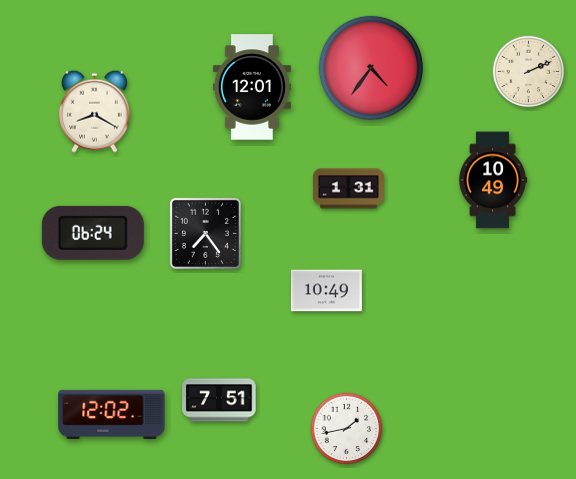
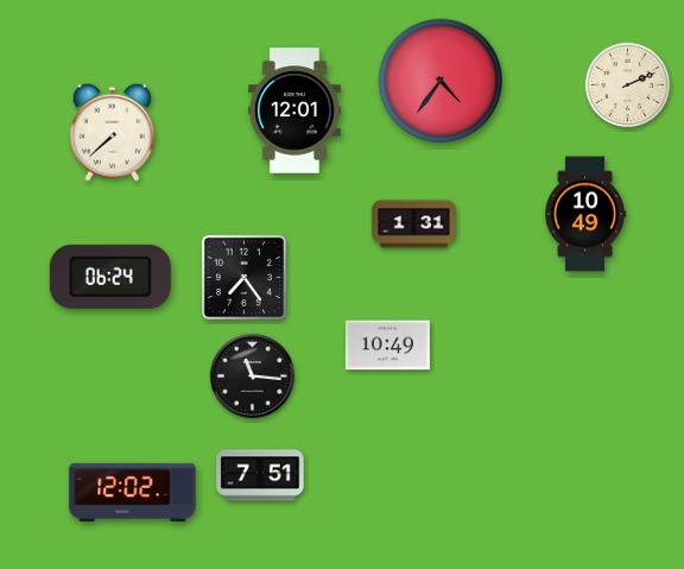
clock at (252, 87) position: (252, 87) -> (294, 110)
clock at (94, 111): 8:20 -> 7:38
clock at (252, 375): none -> 11:16
clock at (347, 429): 1:43 -> none
